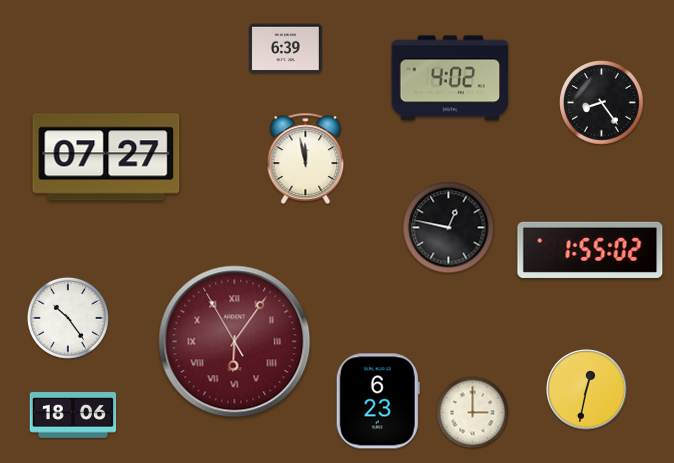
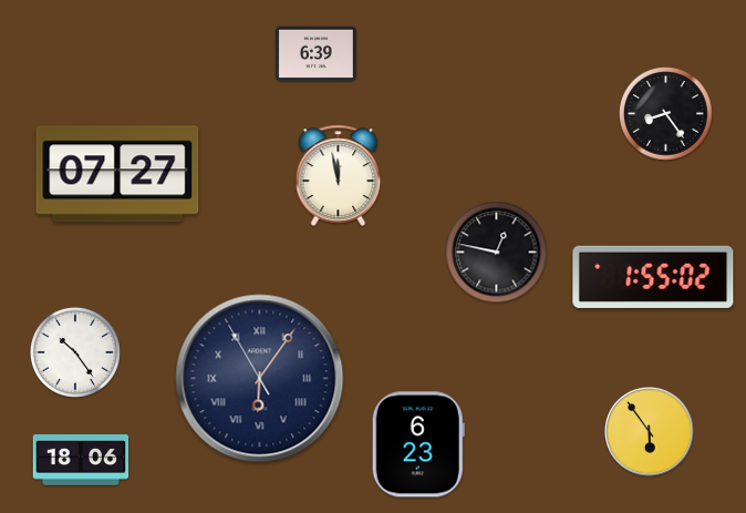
clock at (450, 78): 4:02 -> none
clock at (235, 342) dial: burgundy -> navy
clock at (587, 390): 12:32 -> 5:54
clock at (473, 413): 3:00 -> none
